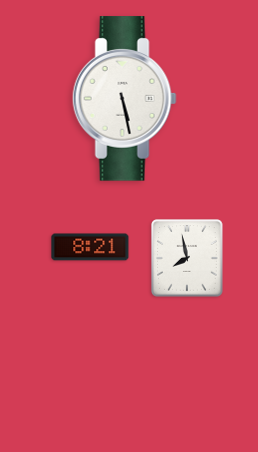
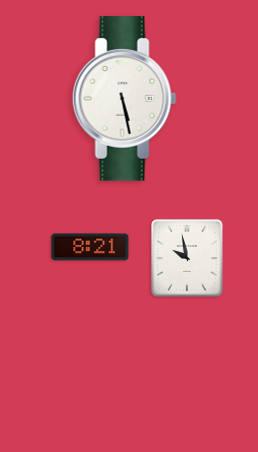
clock at (187, 258): 7:58 -> 9:58
